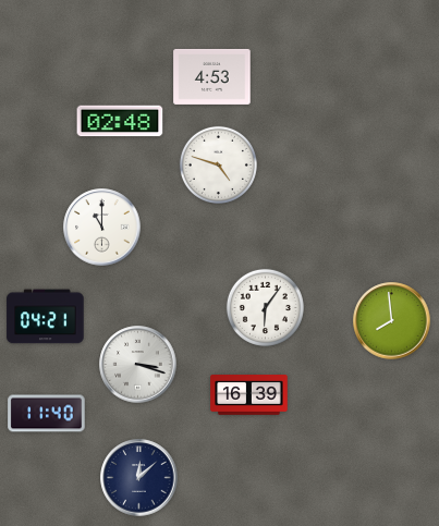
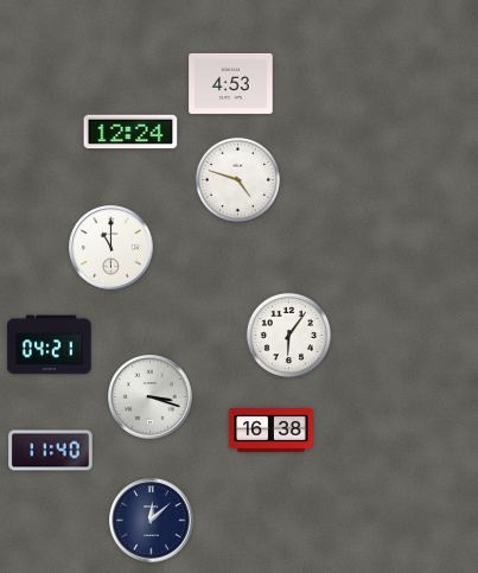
clock at (120, 121): 02:48 -> 12:24
clock at (392, 321): 7:59 -> none
clock at (249, 395): 16:39 -> 16:38
